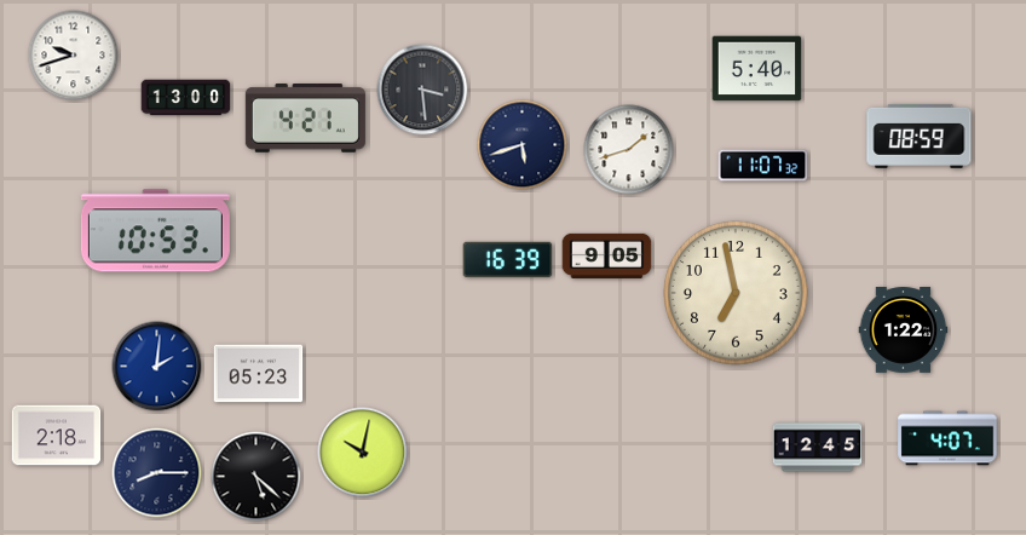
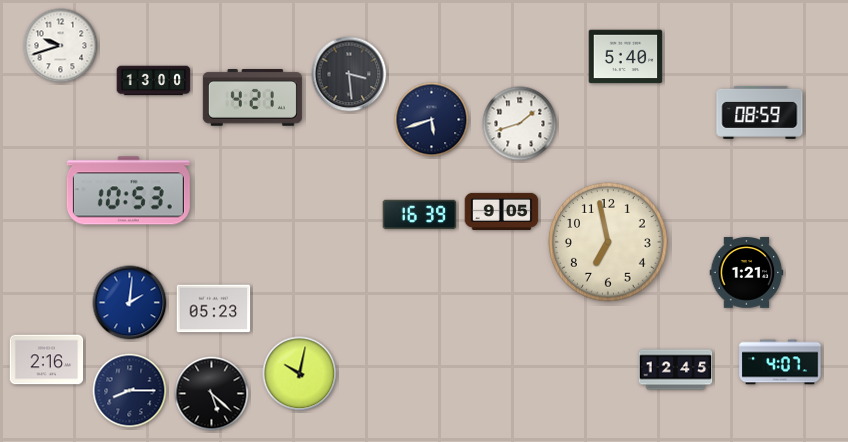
clock at (763, 166): 11:07 -> none
clock at (904, 330): 1:22 -> 1:21
clock at (57, 436): 2:18 -> 2:16
clock at (947, 438) position: (947, 438) -> (780, 362)
